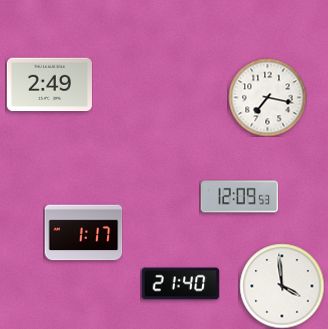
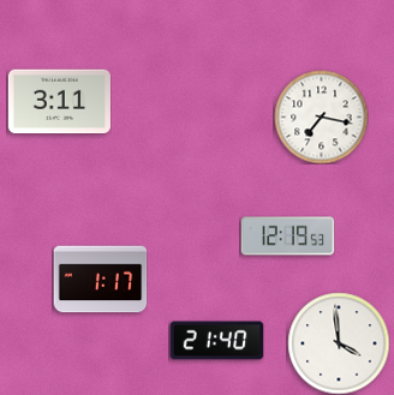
clock at (49, 85): 2:49 -> 3:11
clock at (239, 197): 12:09 -> 12:19
